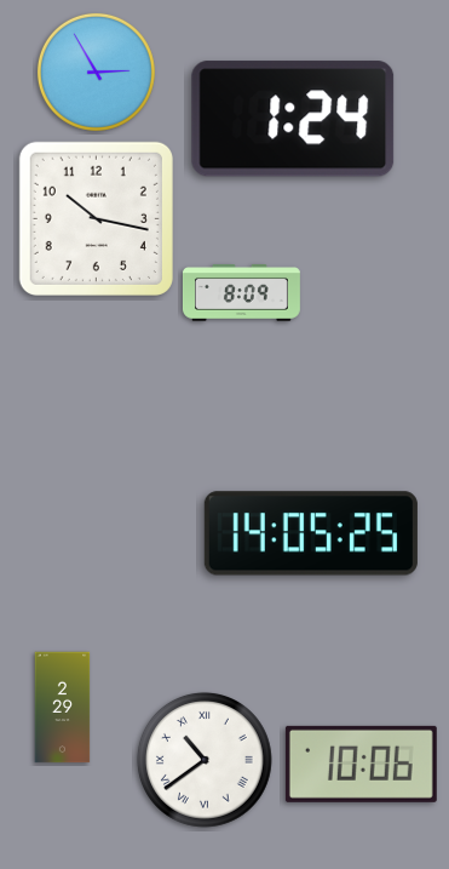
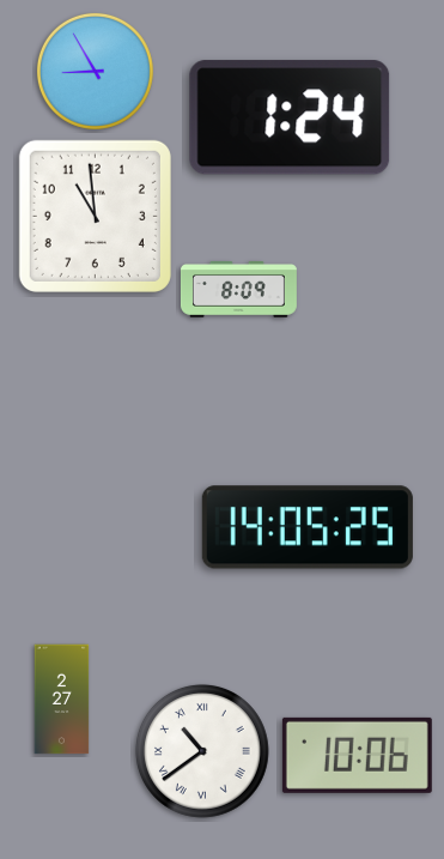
clock at (96, 72): 2:55 -> 8:55
clock at (96, 218): 10:17 -> 10:59
clock at (63, 708): 2:29 -> 2:27
